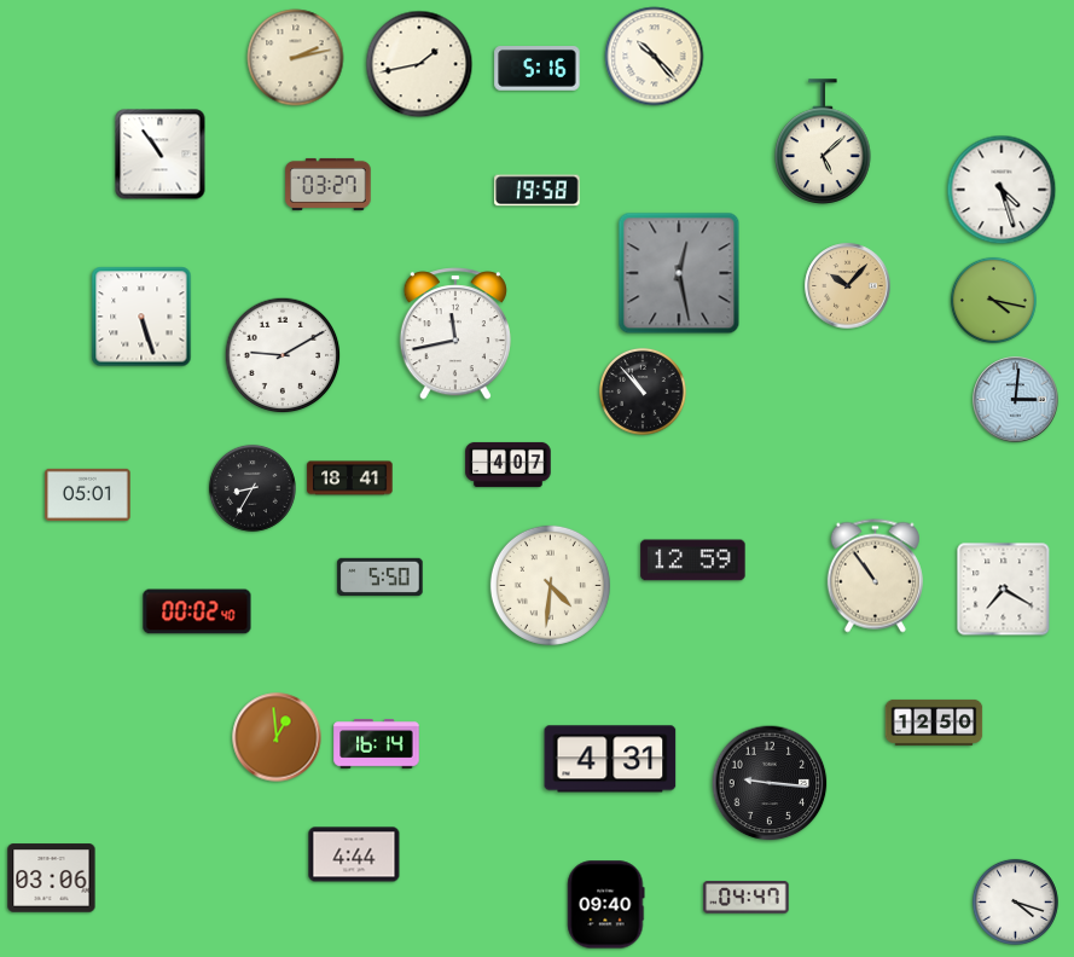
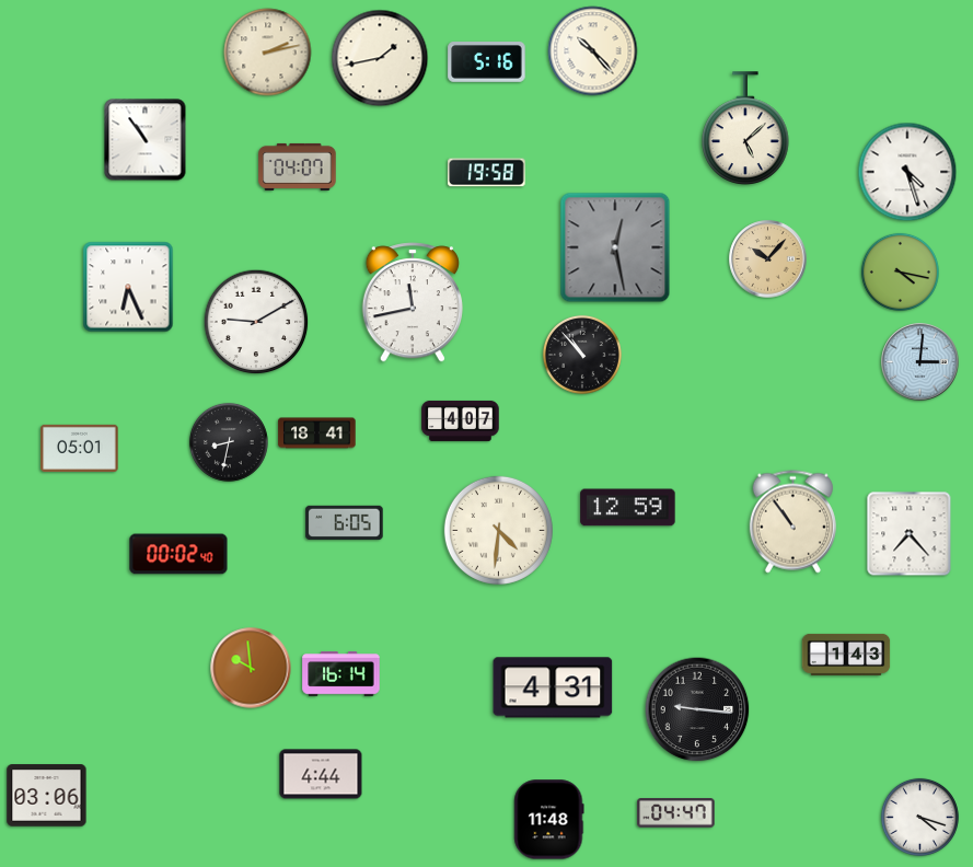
clock at (329, 184): 03:27 -> 04:07
clock at (141, 317): 5:27 -> 6:26
clock at (252, 488): 8:35 -> 8:32
clock at (381, 576): 5:50 -> 6:05
clock at (1004, 590): 7:20 -> 7:23
clock at (934, 723): 12:50 -> 1:43
clock at (277, 737): 12:59 -> 9:59
clock at (606, 905): 09:40 -> 11:48
